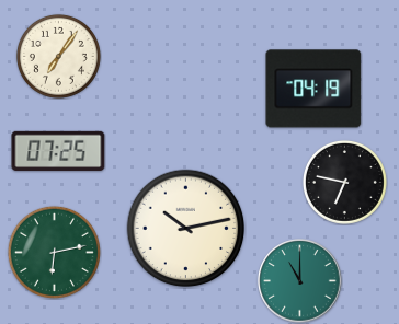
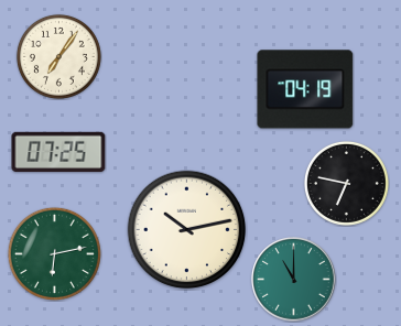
clock at (314, 89) position: (314, 89) -> (305, 89)
clock at (300, 281) position: (300, 281) -> (294, 280)
